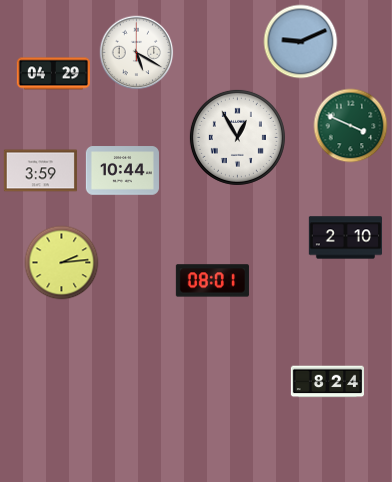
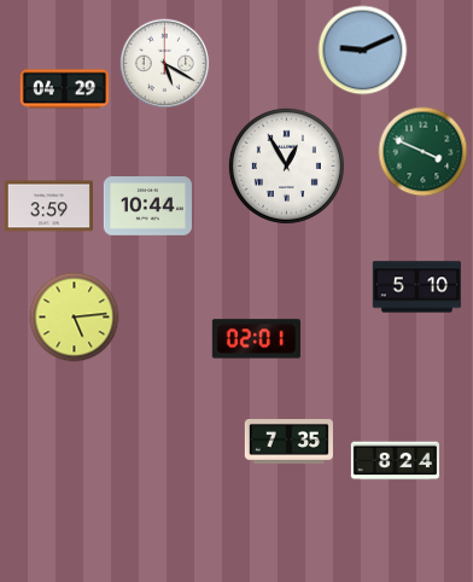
clock at (345, 238): 2:10 -> 5:10
clock at (62, 263): 2:14 -> 5:14
clock at (212, 281): 08:01 -> 02:01
clock at (288, 442): none -> 7:35
